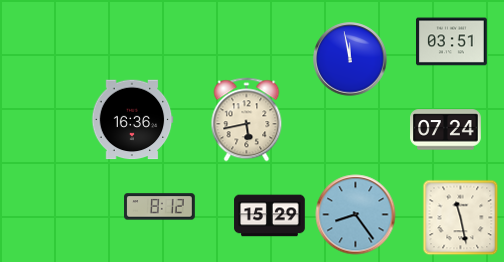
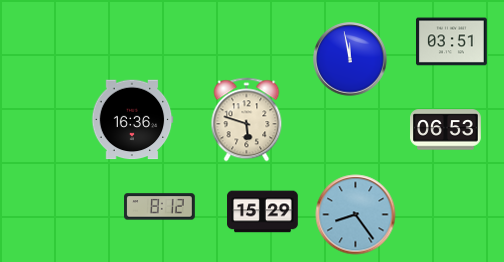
clock at (247, 120): 5:43 -> 5:48
clock at (446, 130): 07:24 -> 06:53
clock at (270, 216) position: (270, 216) -> (263, 212)
clock at (461, 218): 11:28 -> none
